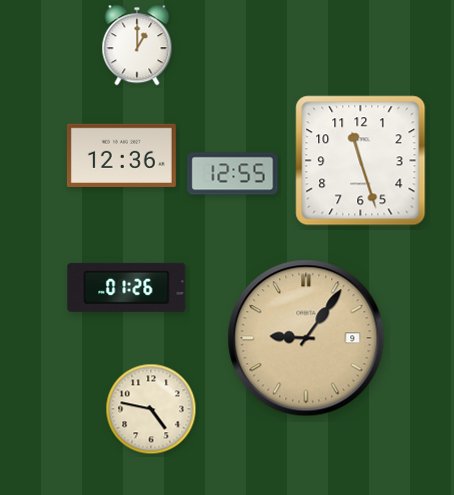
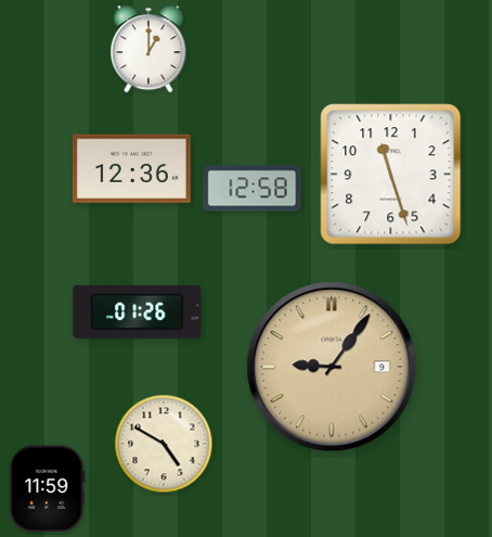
clock at (233, 174): 12:55 -> 12:58
clock at (151, 409): 4:47 -> 4:50
clock at (48, 489): none -> 11:59
